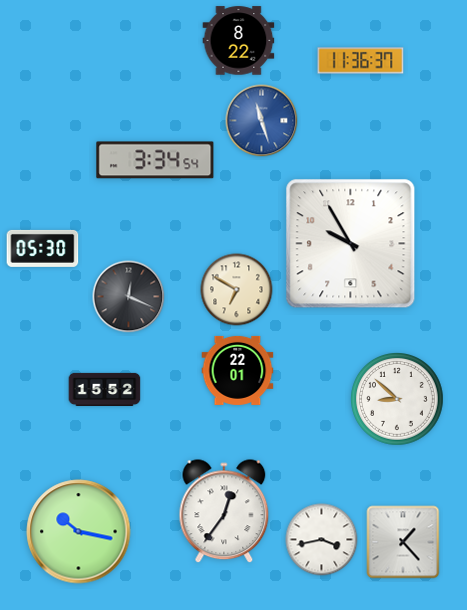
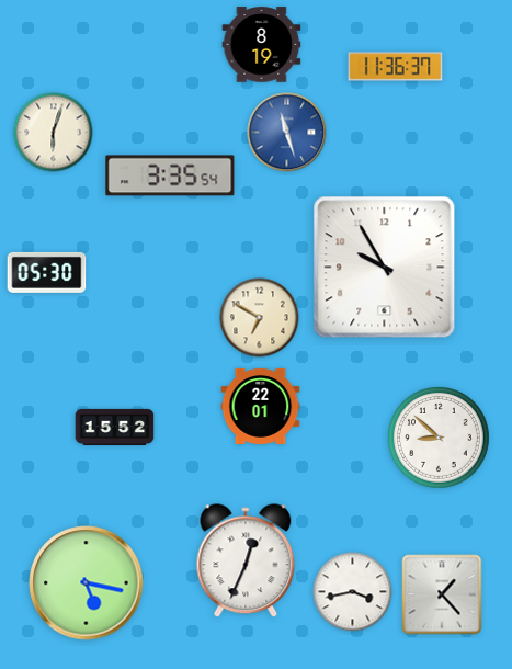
clock at (239, 41): 8:22 -> 8:19
clock at (54, 133): none -> 6:03
clock at (155, 160): 3:34 -> 3:35
clock at (129, 297): 12:19 -> none
clock at (398, 400) position: (398, 400) -> (440, 439)
clock at (224, 512): 12:36 -> 12:34
clock at (79, 532): 10:17 -> 5:17
